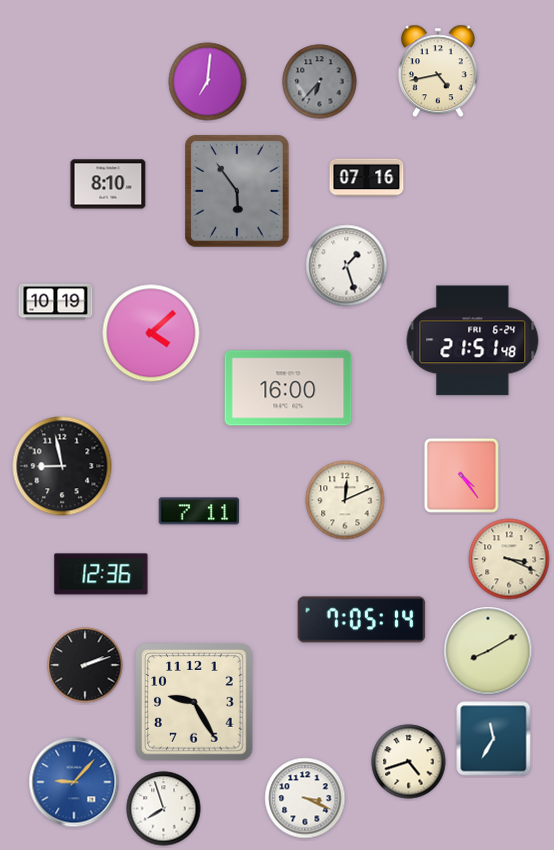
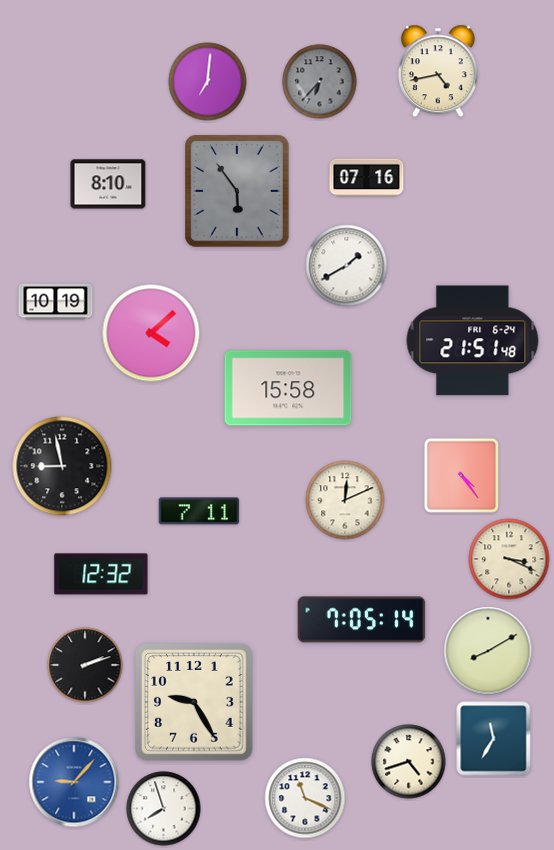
clock at (347, 266): 1:27 -> 1:40
clock at (288, 388): 16:00 -> 15:58
clock at (101, 574): 12:36 -> 12:32
clock at (305, 798): 3:19 -> 11:19
